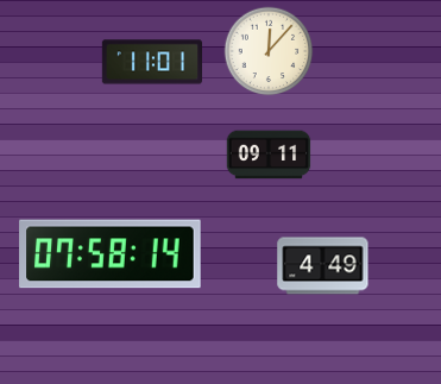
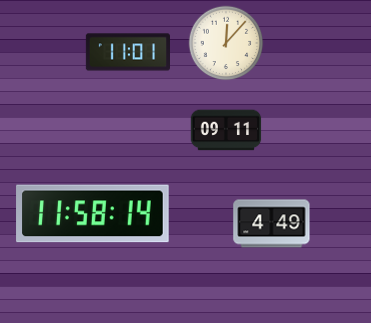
clock at (111, 254): 07:58 -> 11:58
